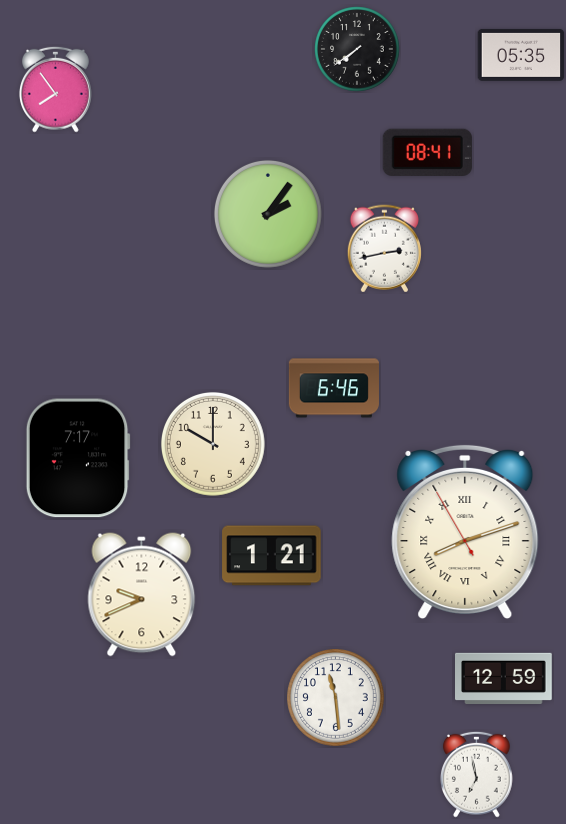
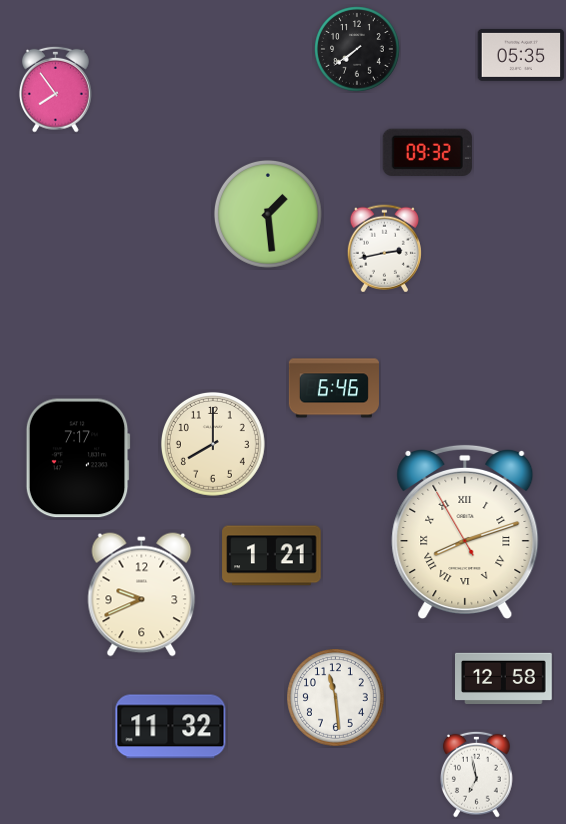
clock at (427, 152): 08:41 -> 09:32
clock at (268, 214): 2:06 -> 1:29
clock at (213, 444): 10:00 -> 8:00
clock at (504, 678): 12:59 -> 12:58
clock at (171, 727): none -> 11:32
